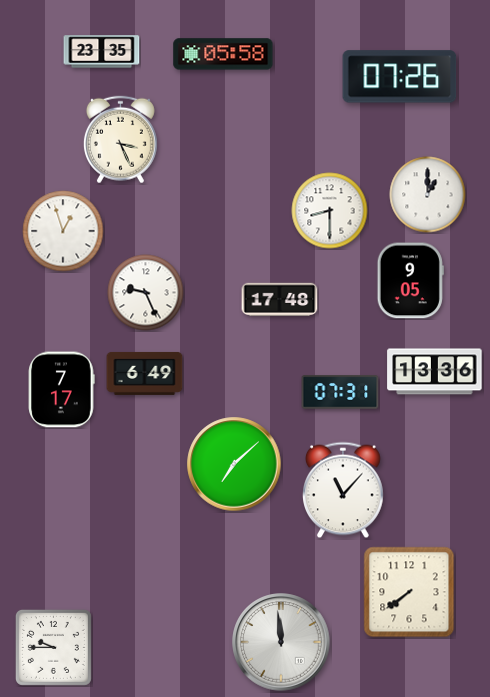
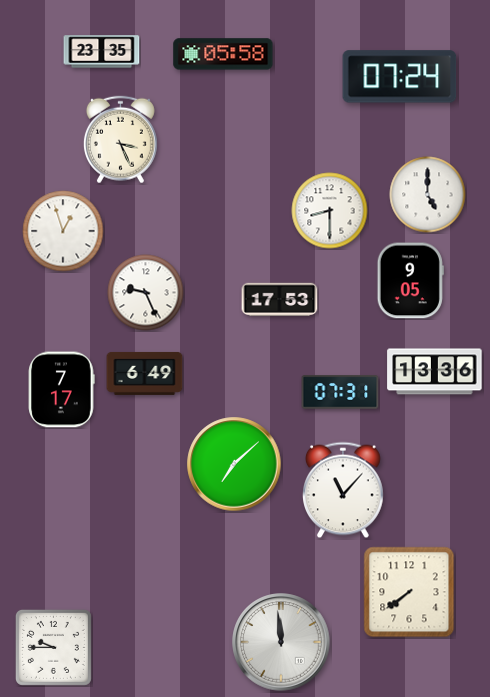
clock at (400, 77): 07:26 -> 07:24
clock at (428, 195): 1:00 -> 5:00
clock at (280, 300): 17:48 -> 17:53
